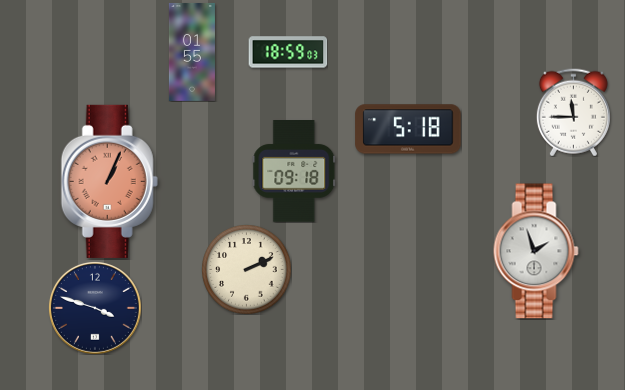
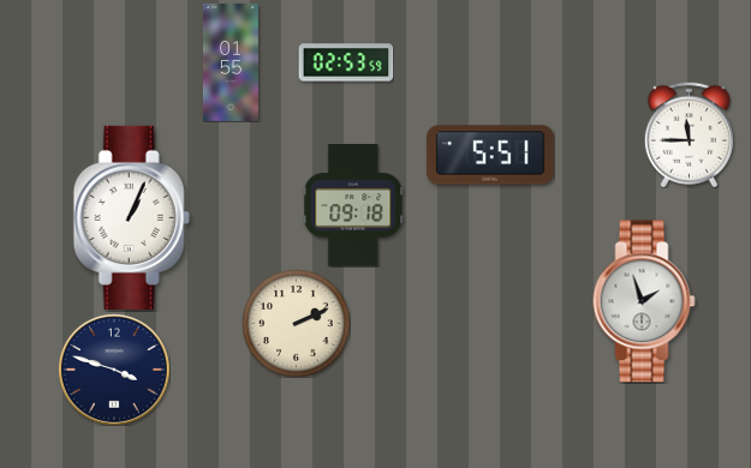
clock at (288, 52): 18:59 -> 02:53
clock at (408, 129): 5:18 -> 5:51
clock at (109, 181) dial: salmon -> white
